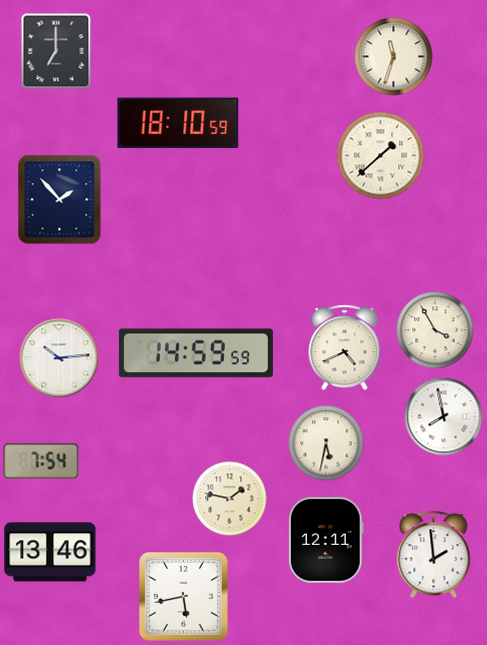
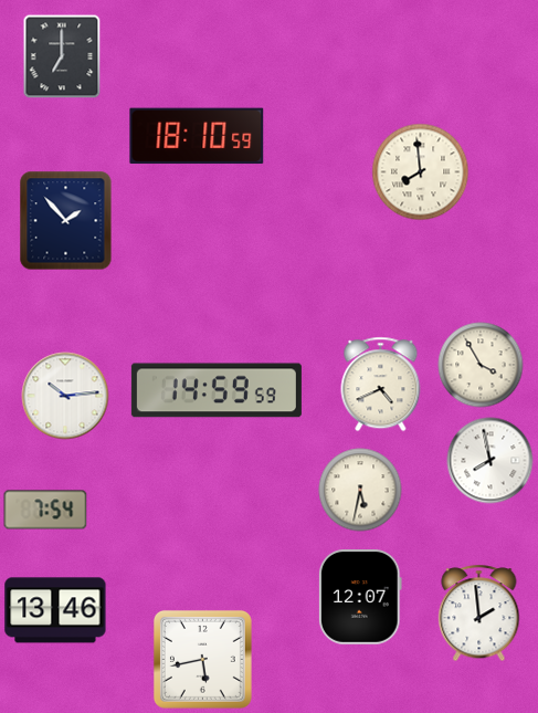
clock at (394, 57): 11:33 -> none
clock at (381, 156): 1:38 -> 7:59
clock at (230, 499): 1:47 -> none
clock at (326, 541): 12:11 -> 12:07
